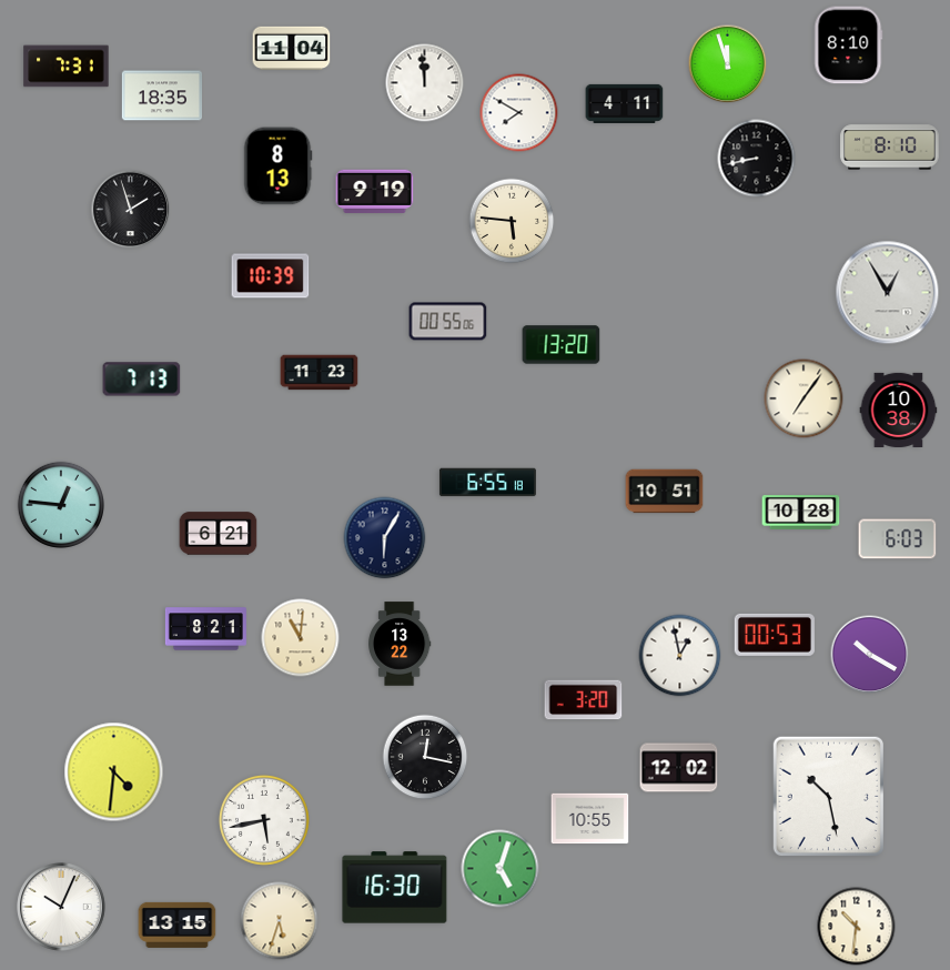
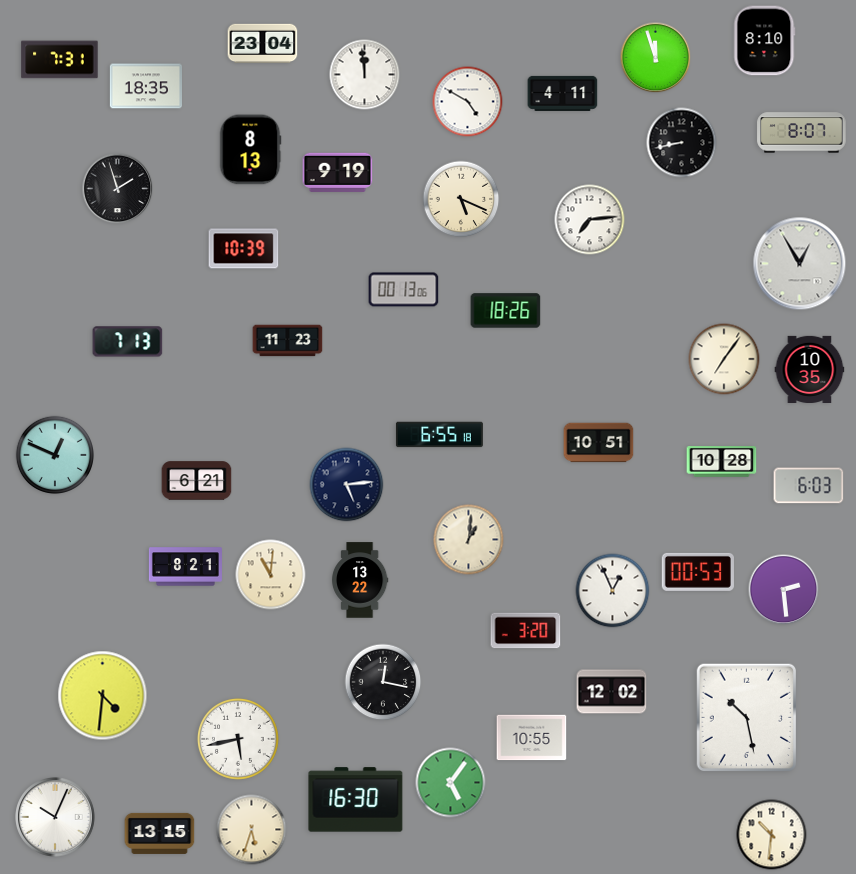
clock at (292, 49): 11:04 -> 23:04
clock at (425, 83) position: (425, 83) -> (365, 75)
clock at (519, 113): 7:50 -> 4:50
clock at (890, 148): 8:10 -> 8:07
clock at (512, 221): 5:46 -> 5:19
clock at (590, 220): none -> 7:14
clock at (448, 322): 00:55 -> 00:13
clock at (562, 345): 13:20 -> 18:26
clock at (320, 373) position: (320, 373) -> (288, 341)
clock at (899, 410): 10:38 -> 10:35
clock at (60, 505): 12:46 -> 12:49
clock at (385, 538): 6:05 -> 5:14
clock at (469, 540): none -> 1:01
clock at (870, 655): 10:20 -> 2:29
clock at (680, 656): 12:58 -> 12:56
clock at (501, 869): 5:03 -> 5:06
